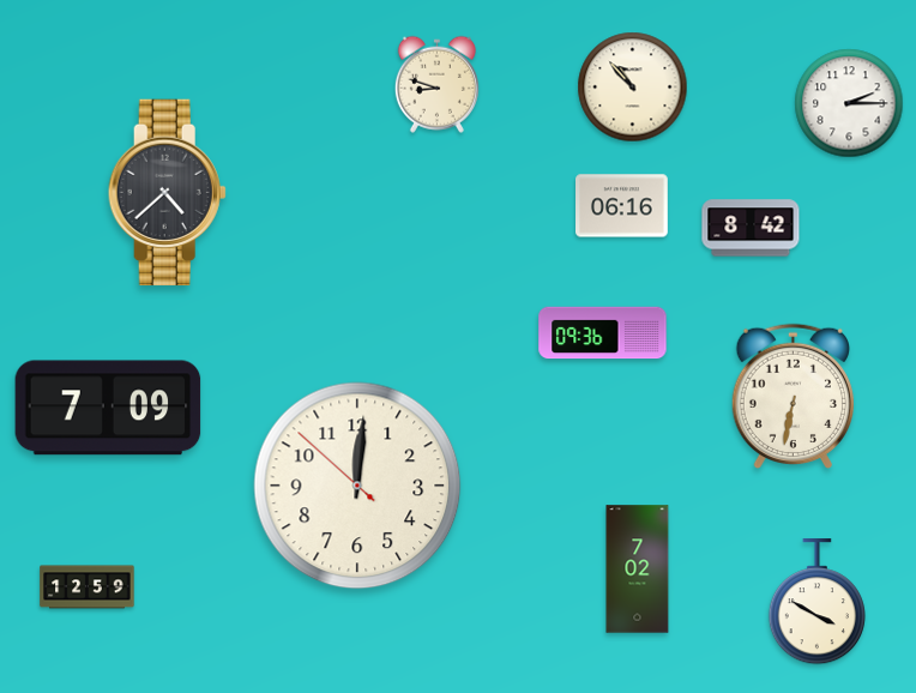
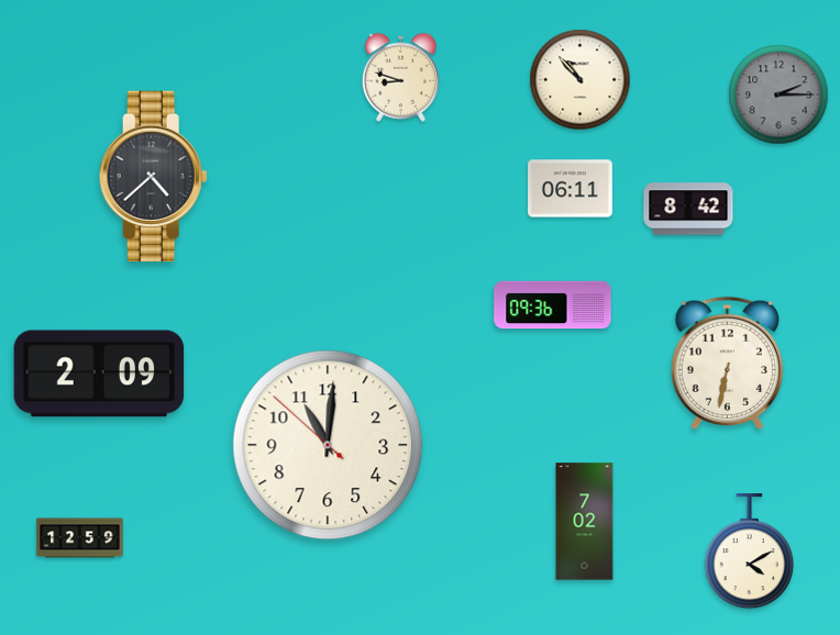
clock at (849, 103) dial: white -> grey
clock at (622, 206): 06:16 -> 06:11
clock at (108, 408): 7:09 -> 2:09
clock at (357, 486): 12:00 -> 11:00
clock at (816, 602): 3:50 -> 4:10
